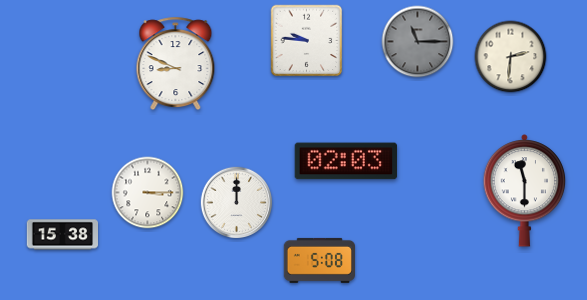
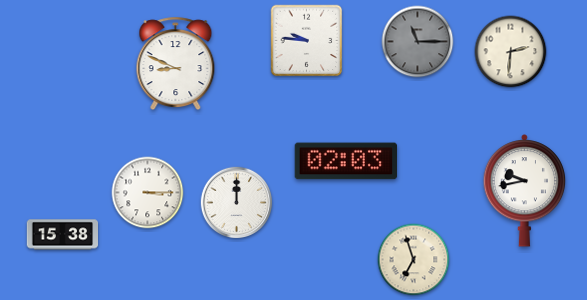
clock at (511, 57) position: (511, 57) -> (511, 52)
clock at (525, 191): 11:30 -> 9:43
clock at (319, 260): 5:08 -> none
clock at (414, 260): none -> 6:57
